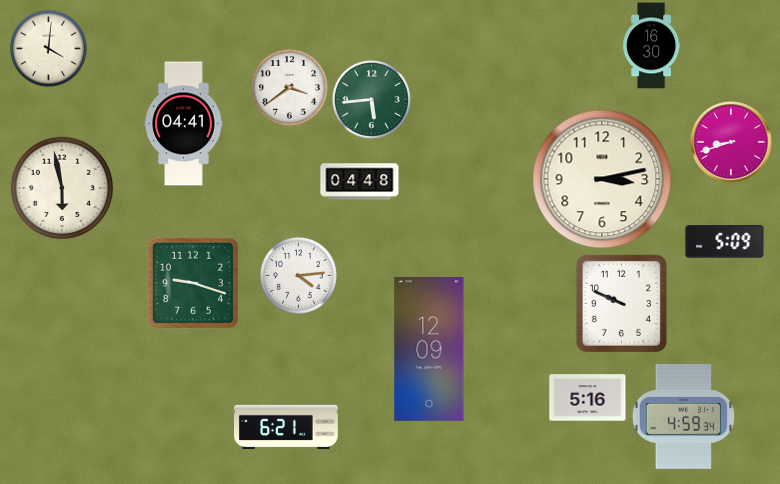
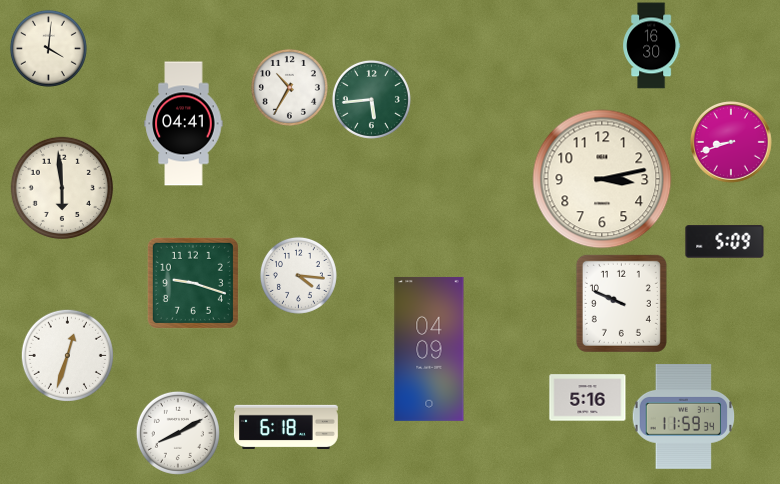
clock at (289, 87): 3:39 -> 10:35
clock at (360, 182): 04:48 -> none
clock at (62, 188): 5:58 -> 5:59
clock at (298, 275): 4:14 -> 4:16
clock at (429, 349): 12:09 -> 04:09
clock at (67, 355): none -> 12:33
clock at (683, 417): 4:59 -> 11:59
clock at (287, 426): 6:21 -> 6:18
clock at (178, 433): none -> 8:10
